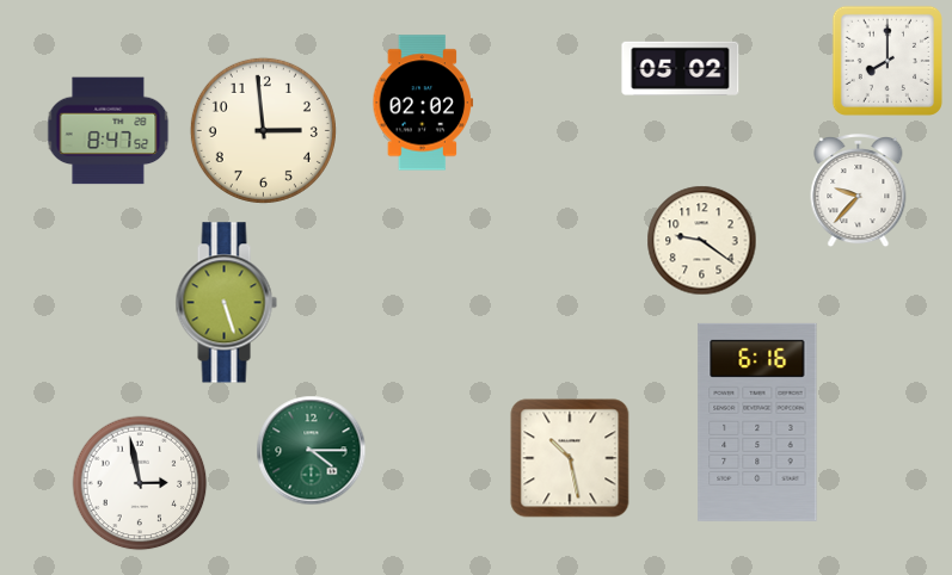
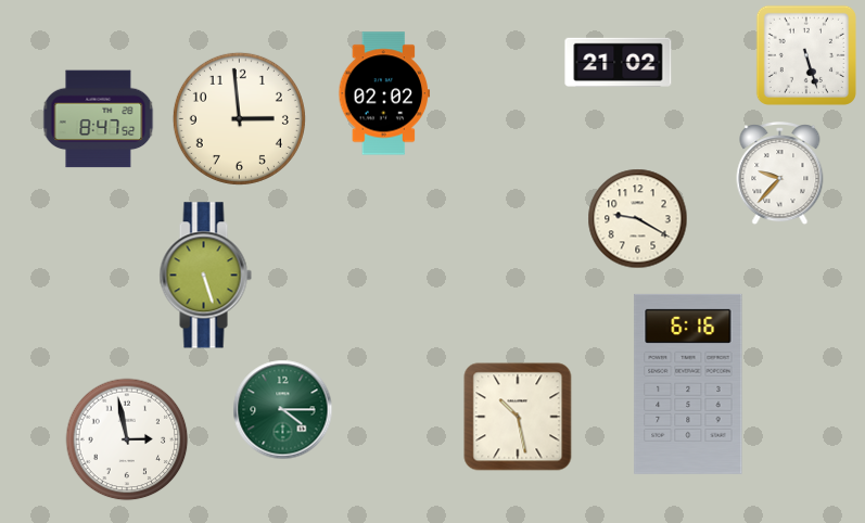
clock at (887, 61): 8:00 -> 5:27
clock at (681, 68): 05:02 -> 21:02
clock at (702, 241): 9:21 -> 9:20
